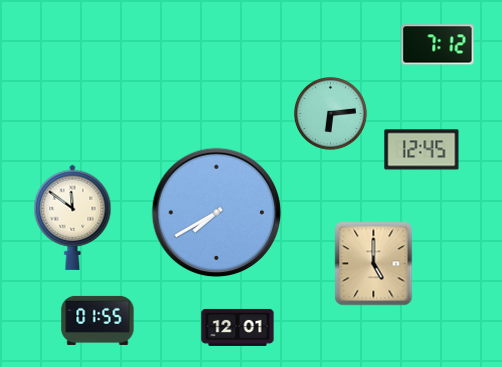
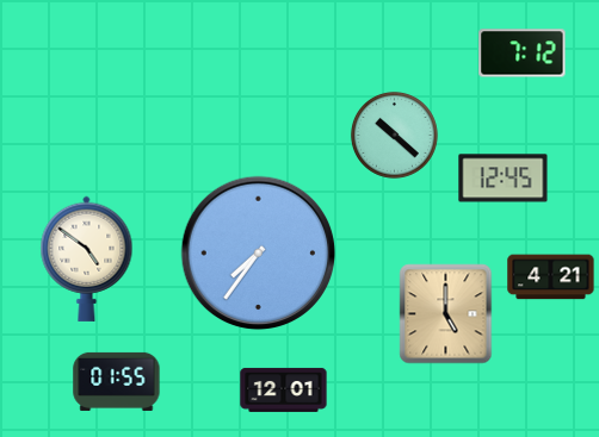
clock at (330, 113): 6:14 -> 10:22
clock at (217, 213): 7:40 -> 7:36
clock at (73, 217): 11:51 -> 4:51
clock at (551, 277): none -> 4:21
